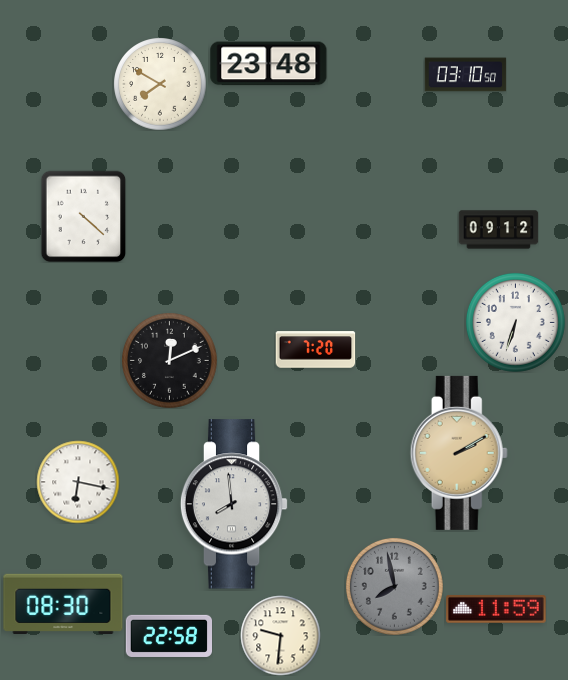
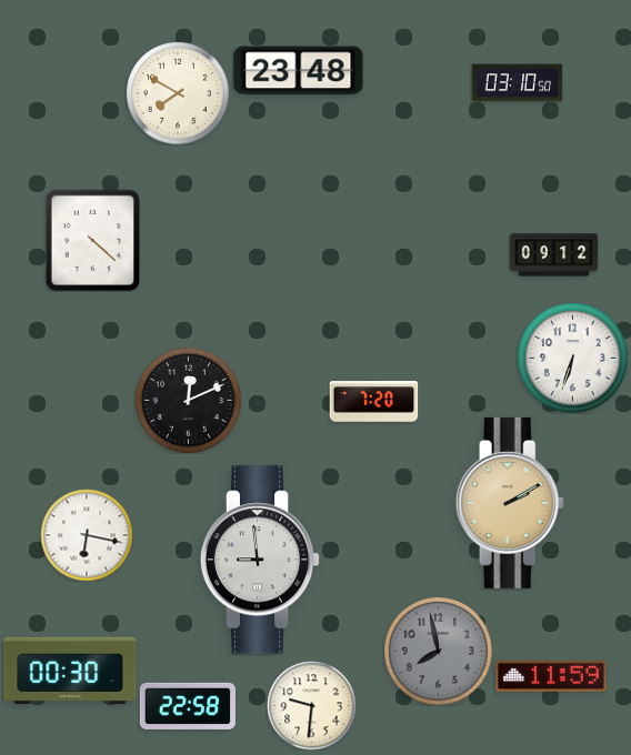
clock at (315, 350) position: (315, 350) -> (373, 402)
clock at (234, 504): 7:59 -> 8:59
clock at (63, 603): 08:30 -> 00:30
